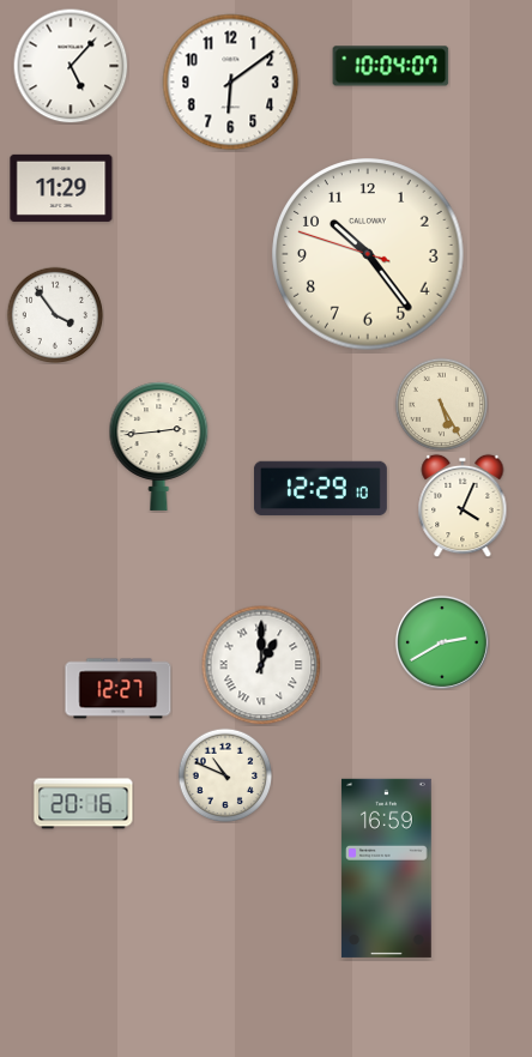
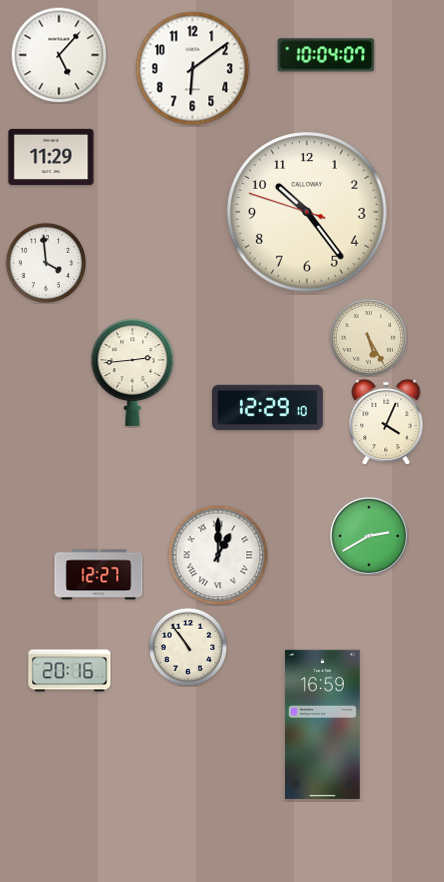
clock at (55, 315): 3:54 -> 3:59
clock at (225, 775): 10:49 -> 10:54
